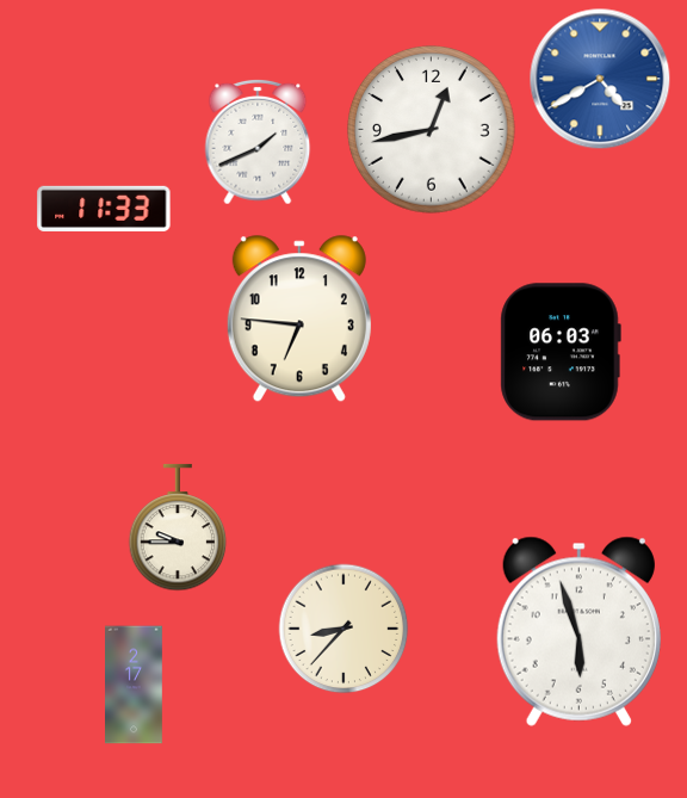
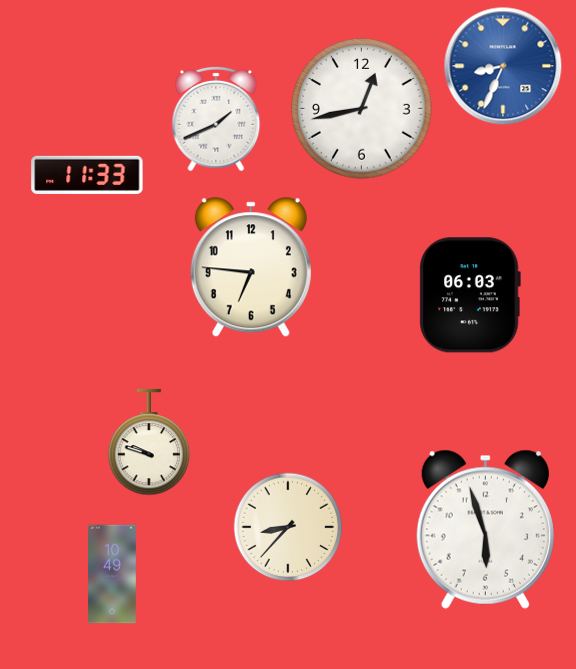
clock at (600, 79): 4:40 -> 8:34
clock at (178, 527): 9:45 -> 9:48
clock at (135, 685): 2:17 -> 10:49
